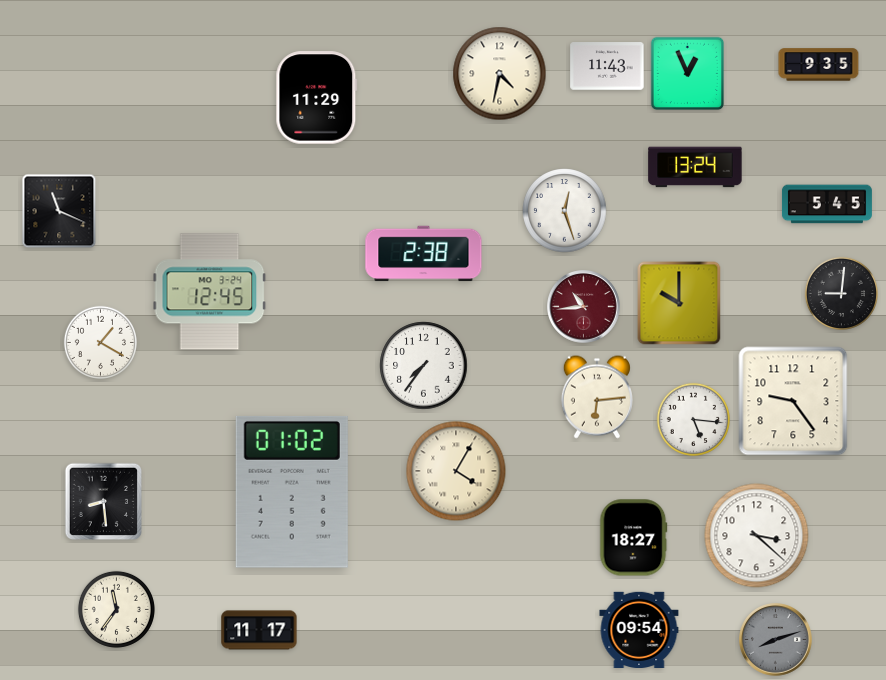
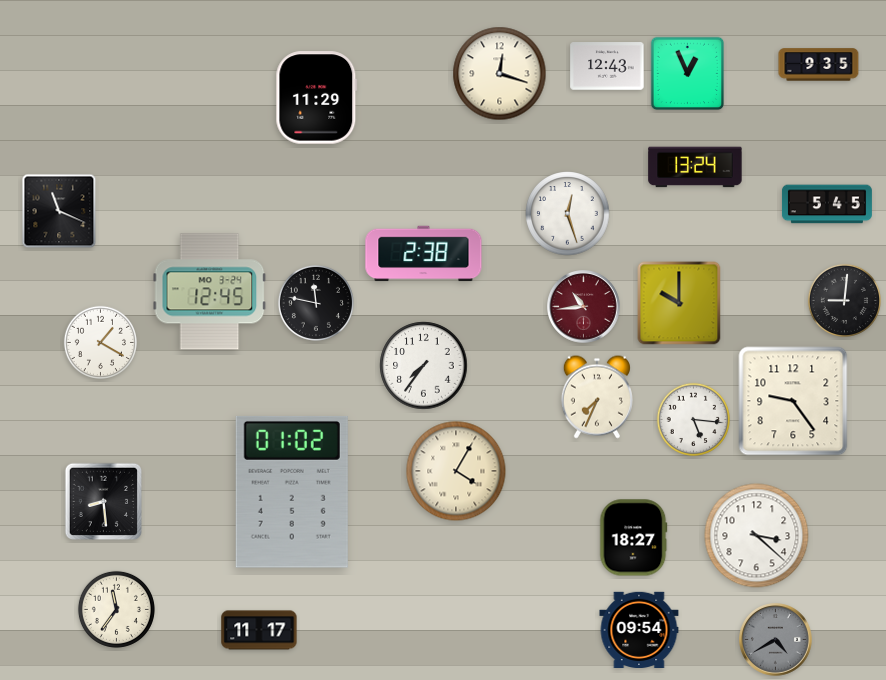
clock at (607, 66): 11:43 -> 12:43
clock at (500, 74): 4:32 -> 12:18
clock at (565, 211) position: (565, 211) -> (568, 214)
clock at (841, 293) position: (841, 293) -> (844, 300)
clock at (316, 303): none -> 11:47
clock at (597, 397): 6:14 -> 7:34
clock at (776, 640): 8:12 -> 4:40
